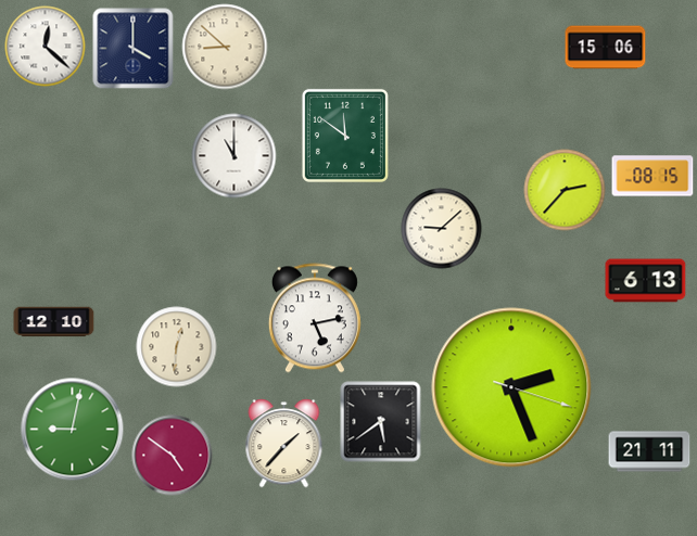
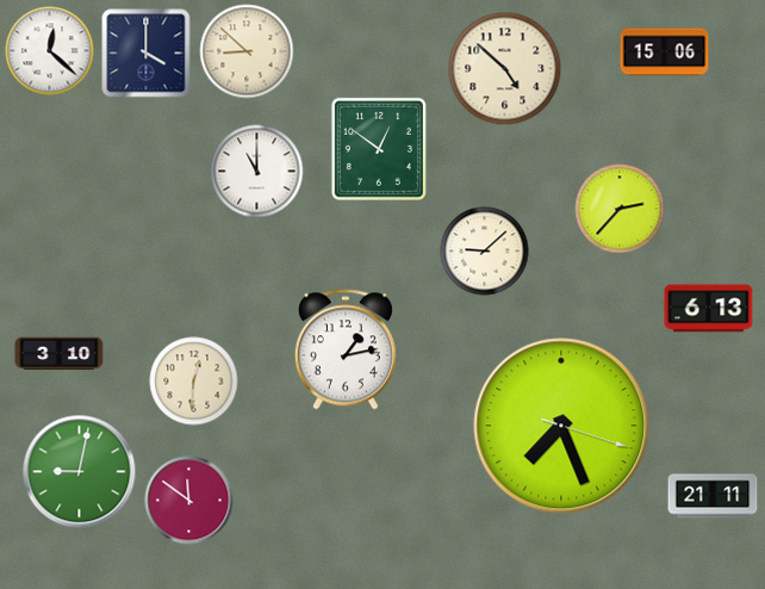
clock at (505, 69): none -> 4:52
clock at (345, 136): 11:51 -> 12:51
clock at (652, 176): 08:15 -> none
clock at (315, 318): 5:13 -> 1:13
clock at (54, 322): 12:10 -> 3:10
clock at (511, 387): 2:26 -> 7:26
clock at (381, 422): 5:39 -> none
clock at (284, 444): 1:37 -> none
clock at (173, 456): 4:51 -> 11:51
